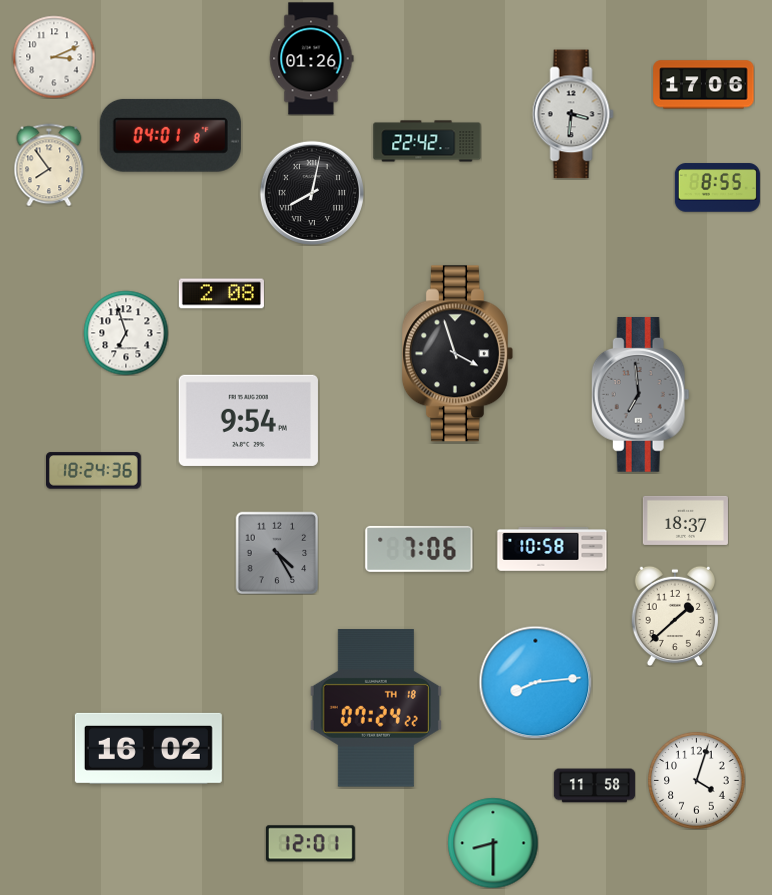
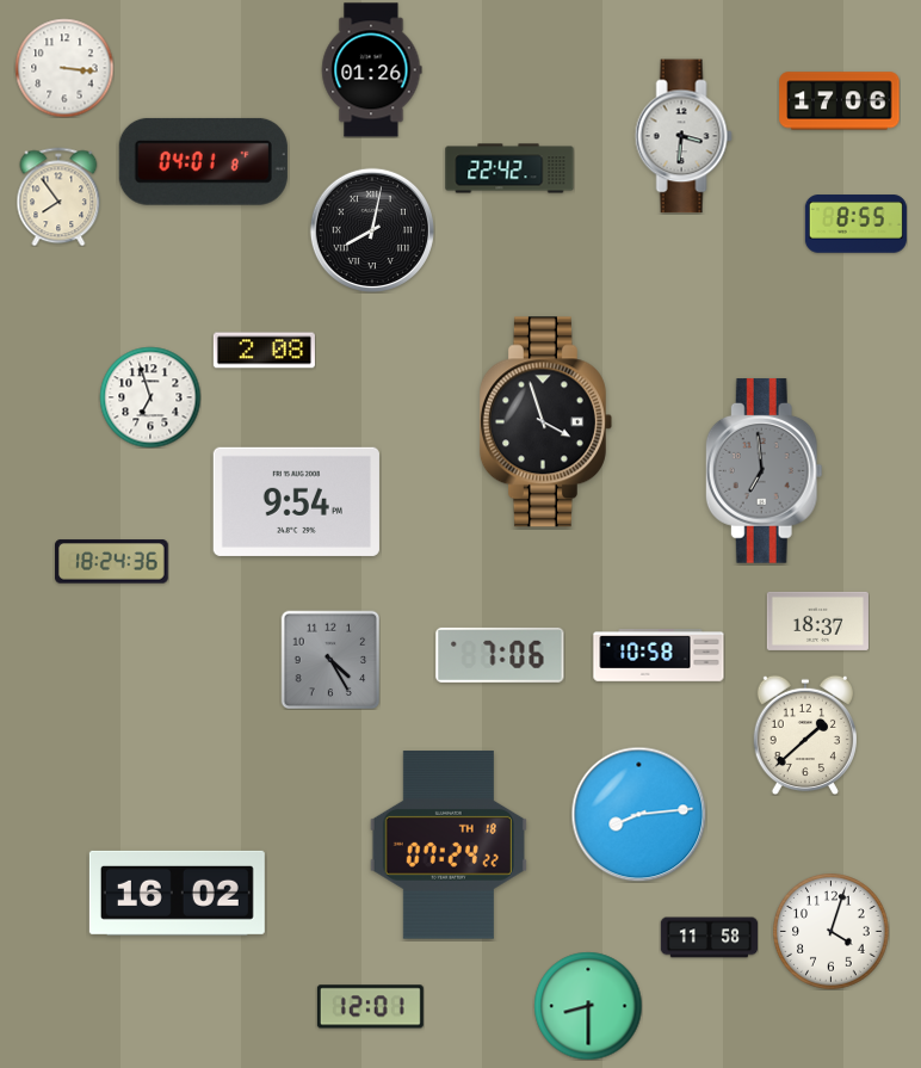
clock at (54, 57): 3:11 -> 3:16
